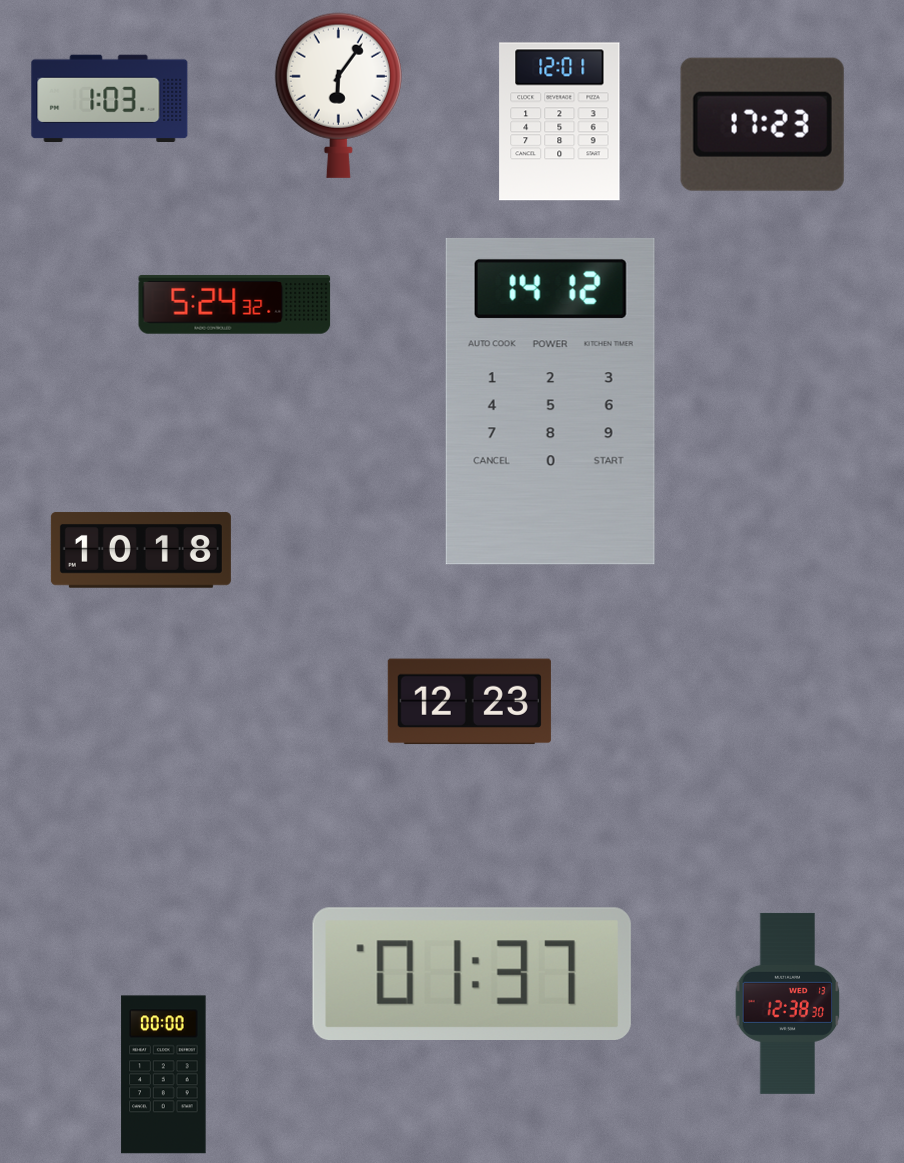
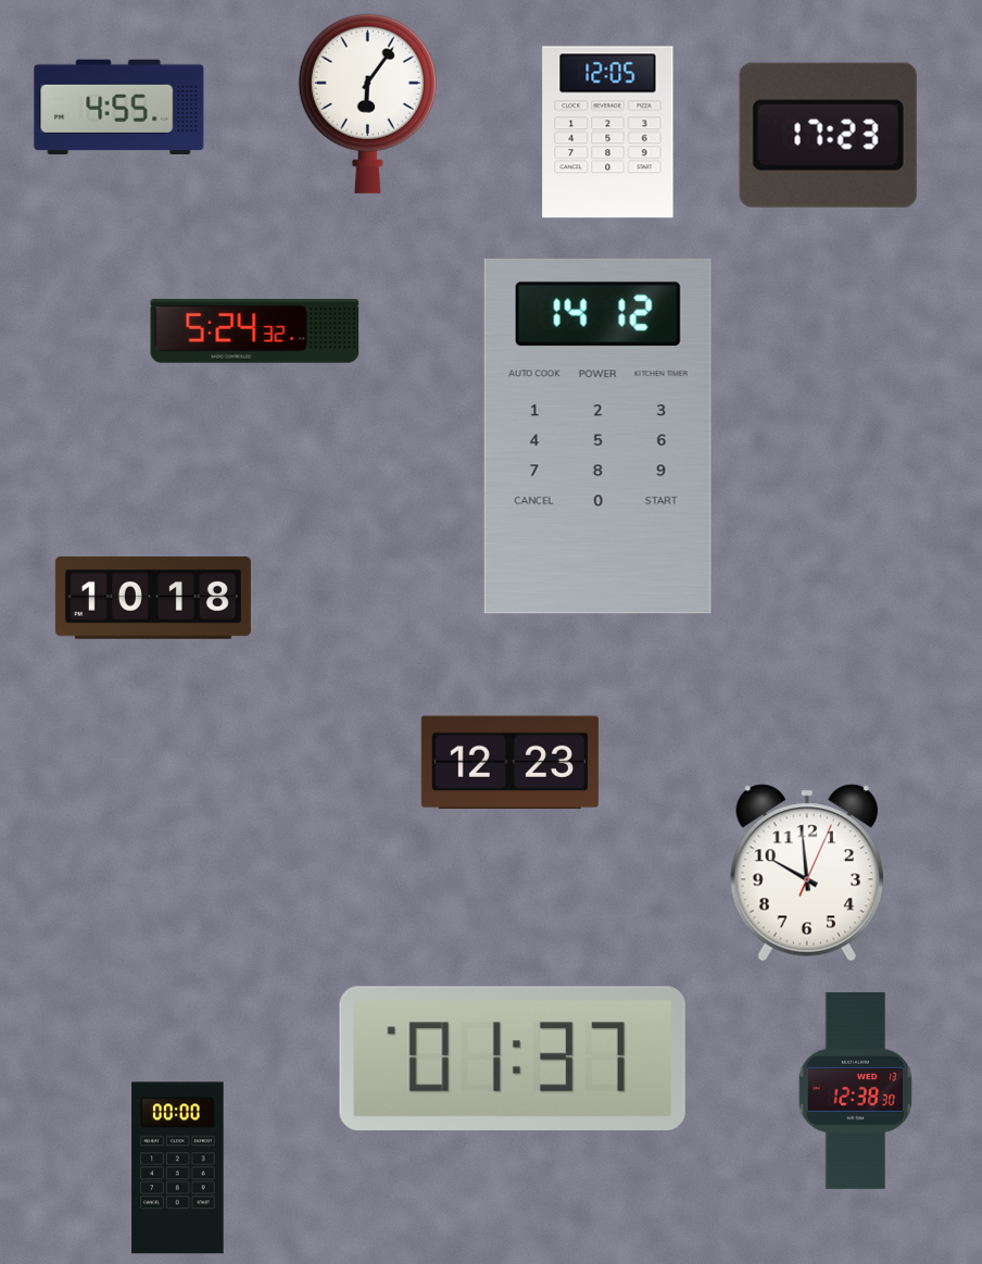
clock at (110, 98): 1:03 -> 4:55
clock at (560, 122): 12:01 -> 12:05
clock at (807, 873): none -> 9:59
